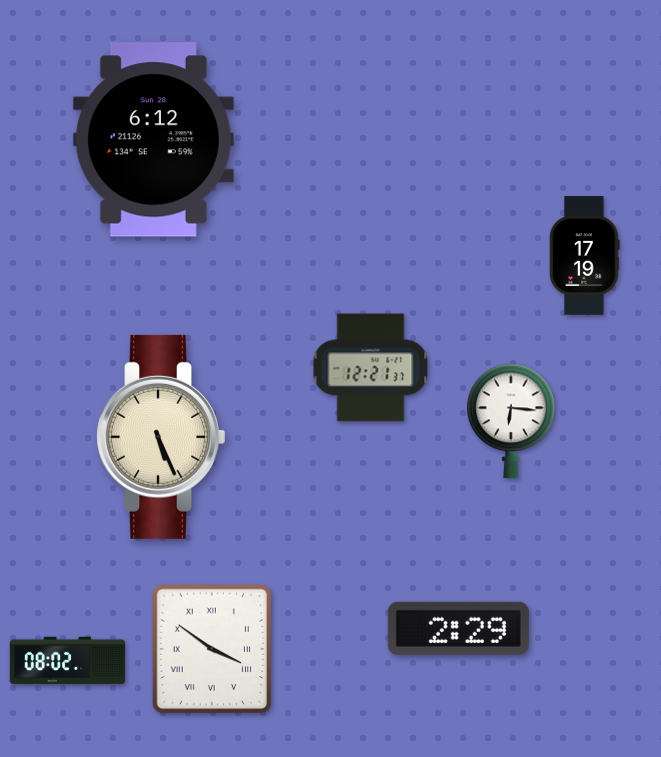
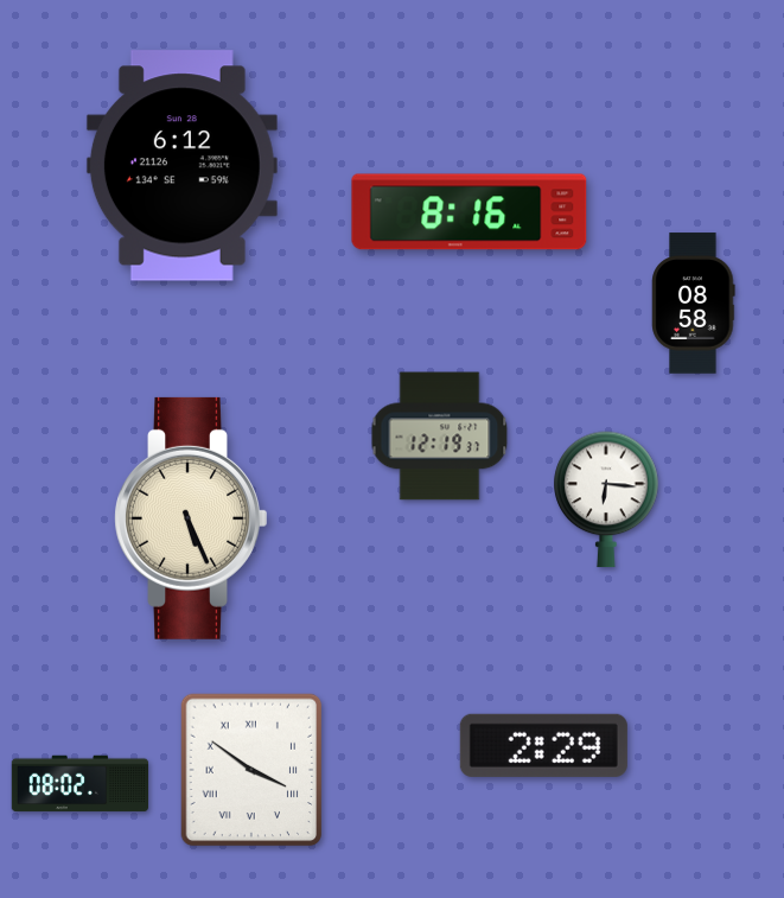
clock at (470, 212): none -> 8:16
clock at (585, 256): 17:19 -> 08:58
clock at (371, 368): 12:21 -> 12:19
